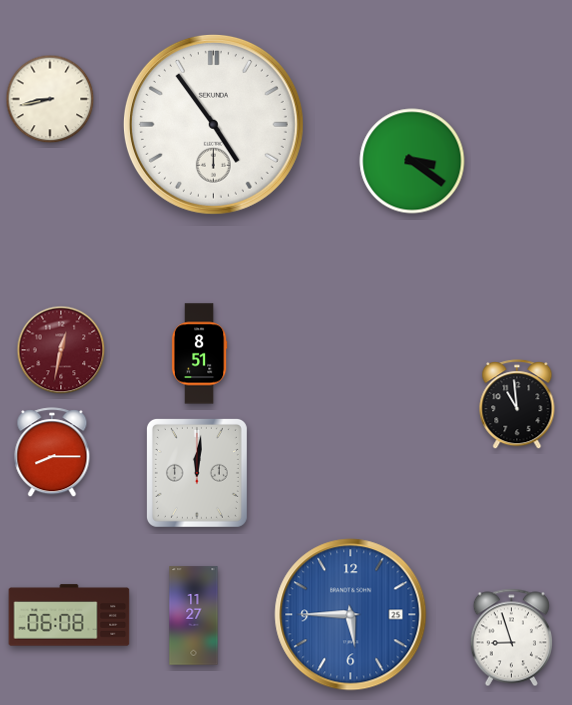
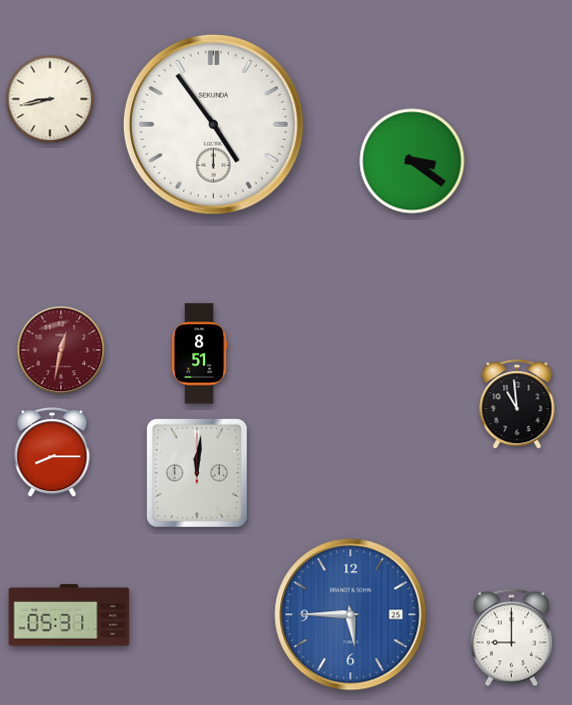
clock at (69, 615): 06:08 -> 05:31
clock at (194, 616): 11:27 -> none
clock at (511, 638): 8:57 -> 9:00
